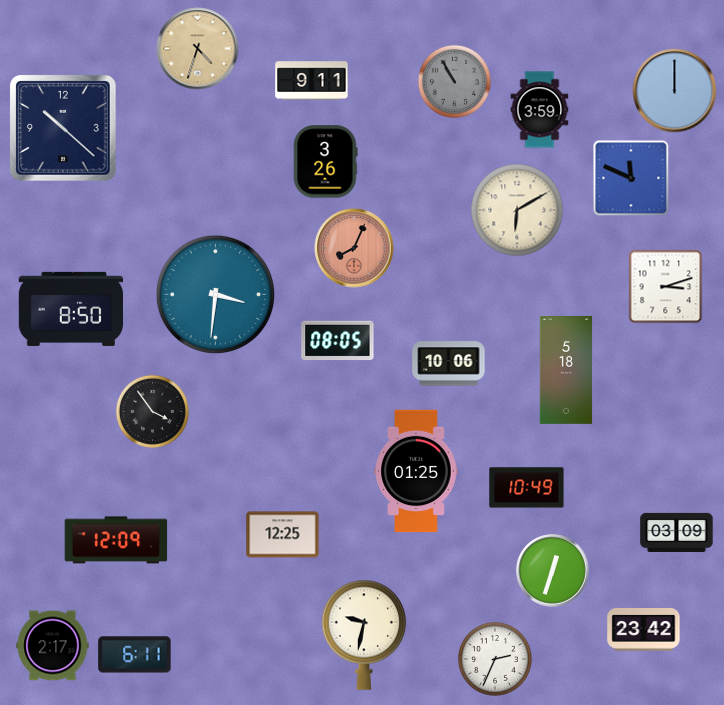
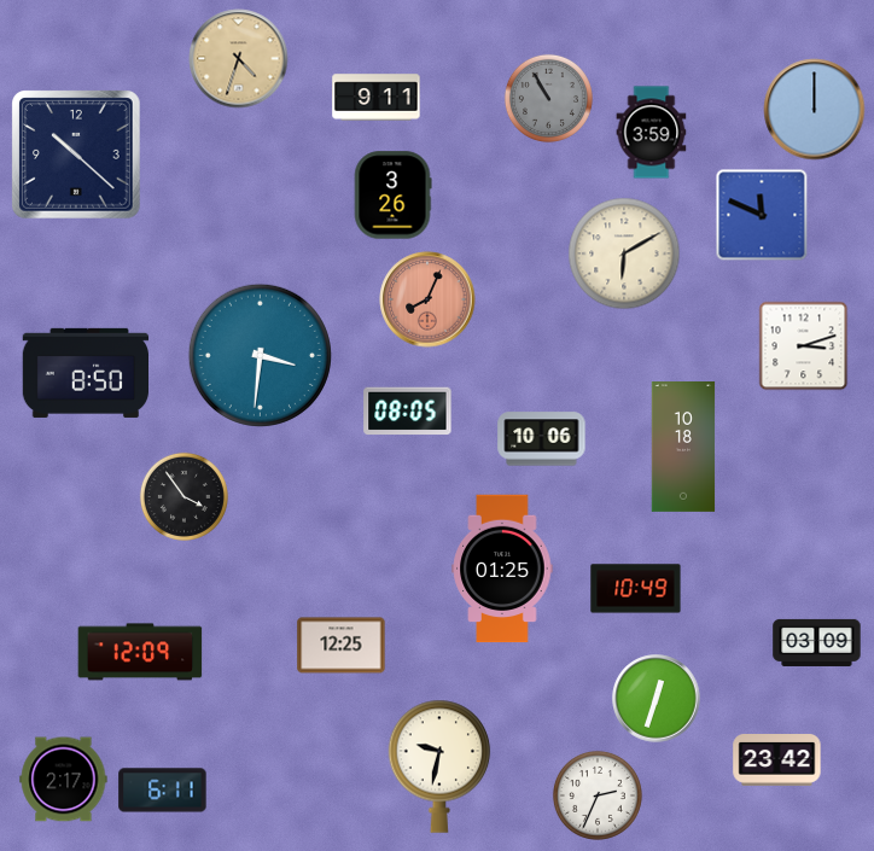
clock at (566, 371): 5:18 -> 10:18
clock at (553, 571) position: (553, 571) -> (657, 699)
